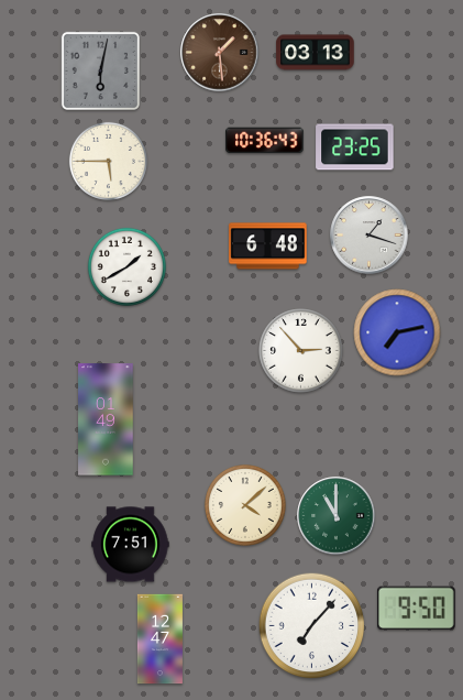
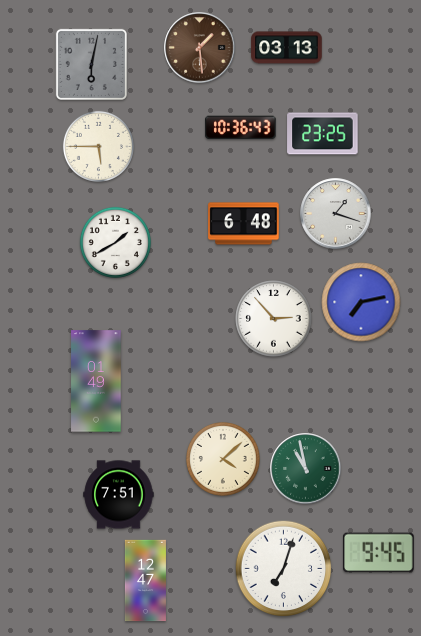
clock at (337, 516): 11:00 -> 10:58
clock at (417, 609): 9:50 -> 9:45
clock at (312, 626): 7:07 -> 7:03
